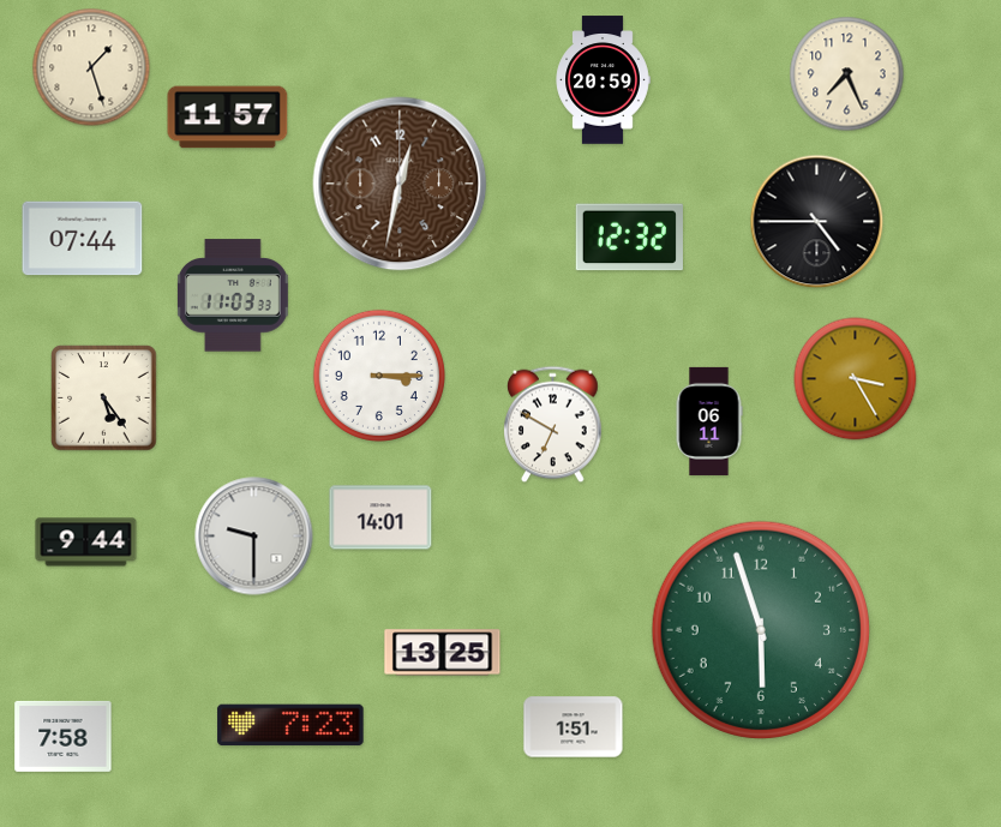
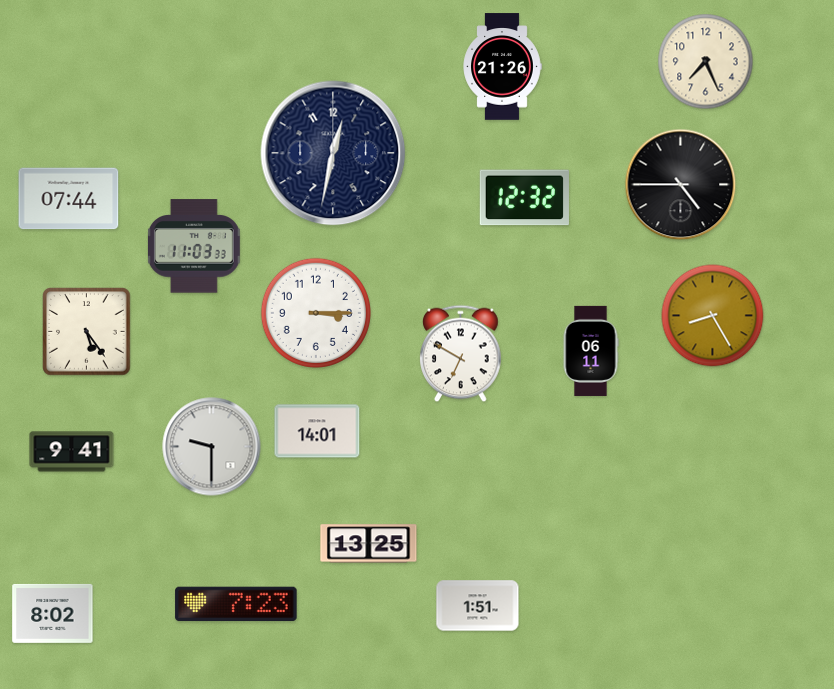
clock at (91, 67): 1:27 -> none
clock at (603, 80): 20:59 -> 21:26
clock at (228, 118): 11:57 -> none
clock at (400, 184) dial: brown -> navy
clock at (856, 379): 3:25 -> 8:25
clock at (86, 543): 9:44 -> 9:41
clock at (761, 630): 5:57 -> none
clock at (290, 725) position: (290, 725) -> (236, 604)
clock at (64, 736): 7:58 -> 8:02
